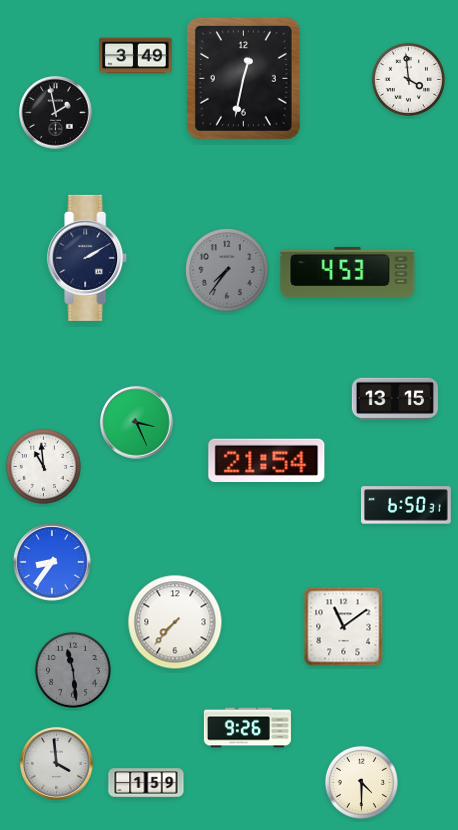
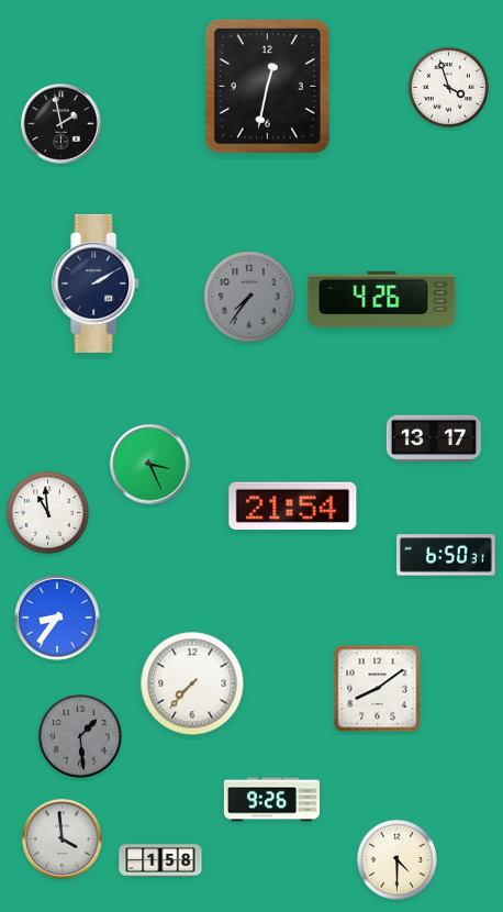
clock at (136, 56): 3:49 -> none
clock at (408, 79): 3:59 -> 3:57
clock at (348, 272): 4:53 -> 4:26
clock at (395, 399): 13:15 -> 13:17
clock at (344, 627): 11:09 -> 8:09
clock at (73, 670): 11:29 -> 1:29
clock at (146, 783): 1:59 -> 1:58
